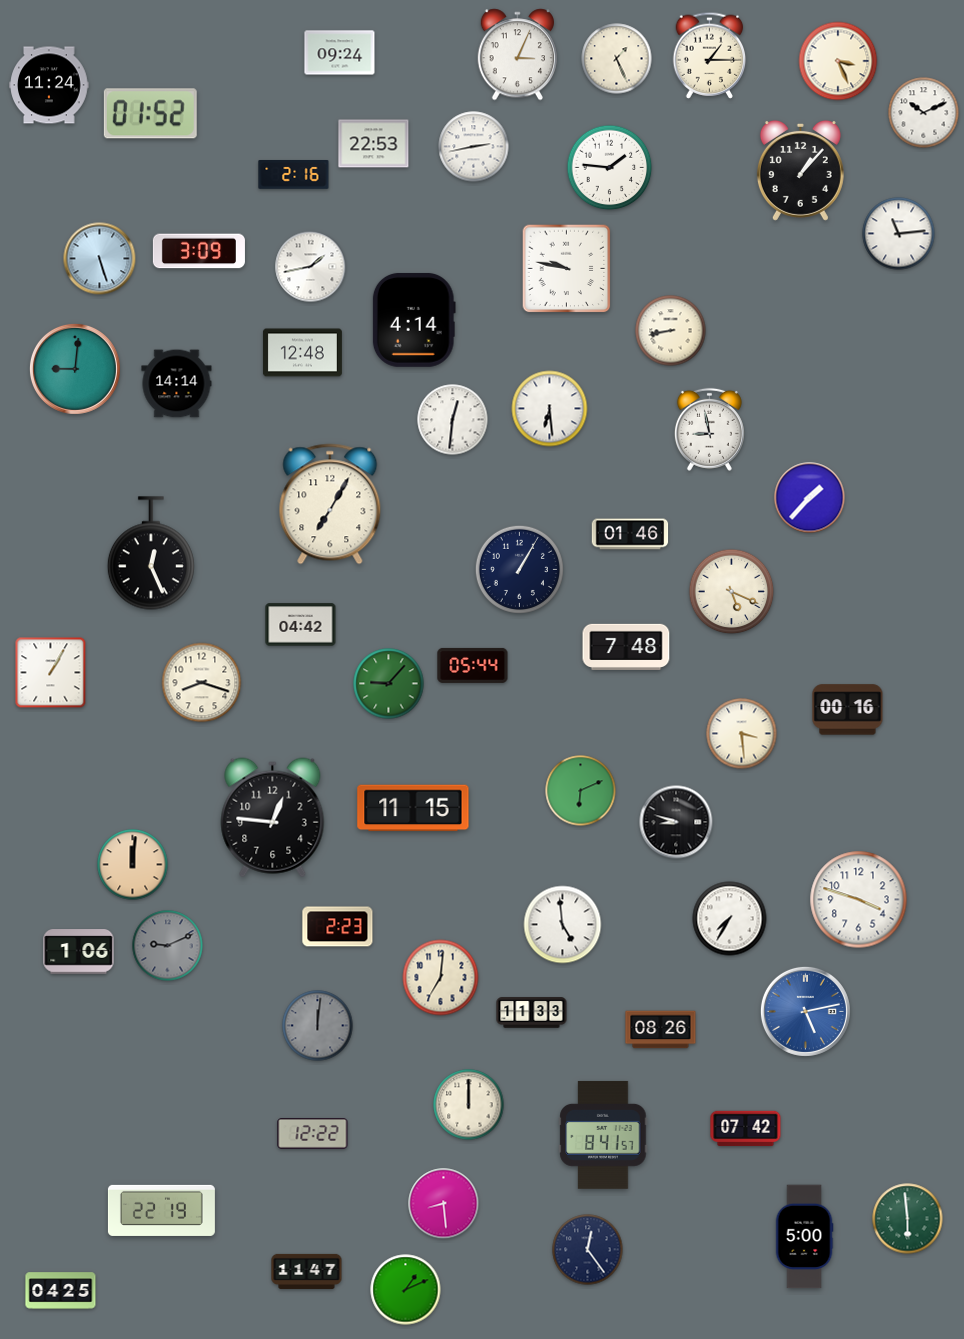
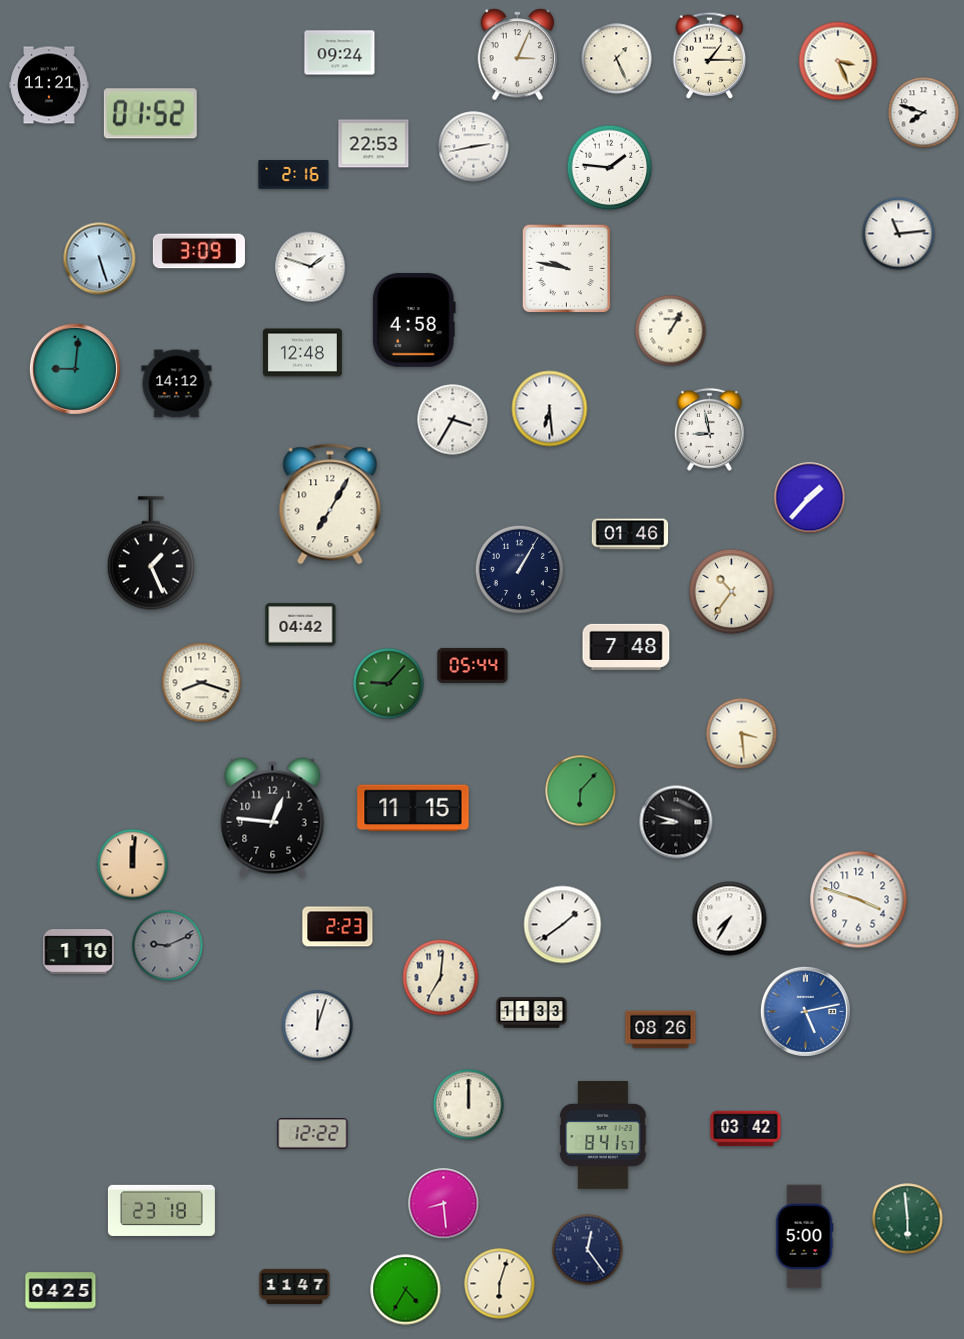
clock at (49, 85): 11:24 -> 11:21
clock at (924, 113): 10:11 -> 7:48
clock at (800, 170): 1:07 -> none
clock at (311, 267): 1:43 -> 1:48
clock at (414, 320): 4:14 -> 4:58
clock at (671, 331): 8:43 -> 1:05
clock at (177, 384): 14:14 -> 14:12
clock at (453, 420): 12:31 -> 3:35
clock at (151, 553): 12:26 -> 1:26
clock at (732, 592): 5:19 -> 10:36
clock at (51, 673): 1:05 -> none
clock at (848, 710): 00:16 -> none
clock at (581, 791): 6:11 -> 6:07
clock at (563, 925): 4:59 -> 1:39
clock at (79, 952): 1:06 -> 1:10
clock at (318, 1026): 12:01 -> 12:03
clock at (318, 1026) dial: grey -> white
clock at (746, 1129): 07:42 -> 03:42
clock at (161, 1210): 22:19 -> 23:18
clock at (307, 1271) position: (307, 1271) -> (295, 1286)
clock at (500, 1284): none -> 6:03
clock at (406, 1290): 1:11 -> 4:35
